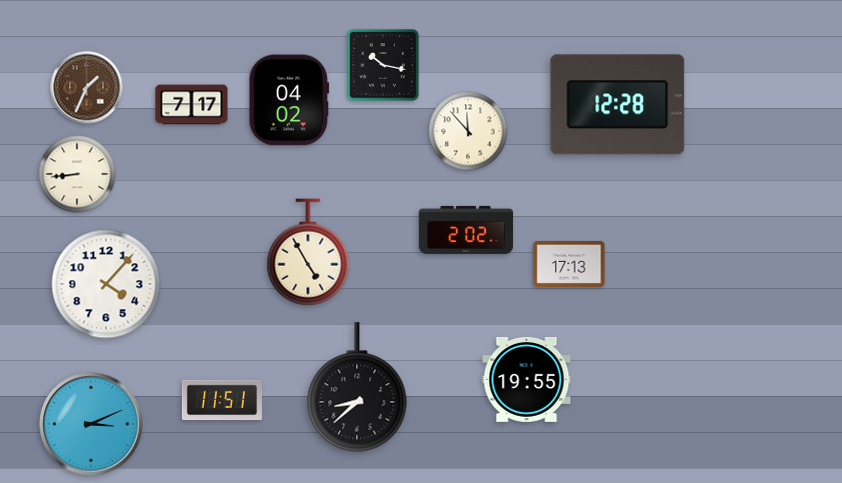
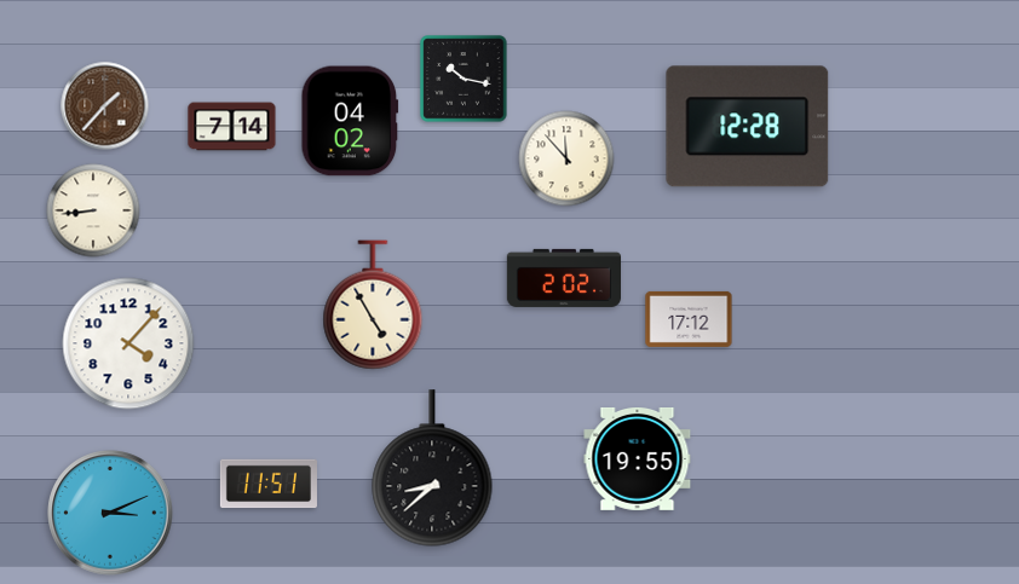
clock at (87, 88): 1:34 -> 1:37
clock at (192, 105): 7:17 -> 7:14
clock at (569, 264): 17:13 -> 17:12
